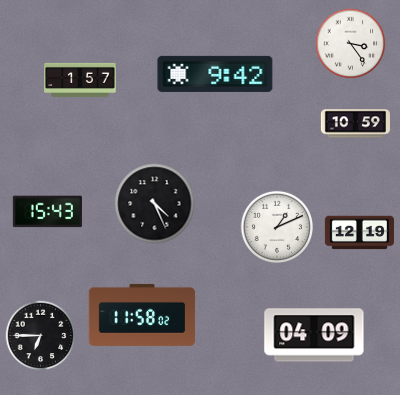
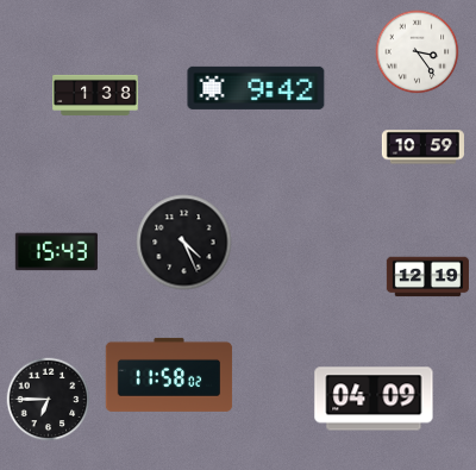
clock at (80, 80): 1:57 -> 1:38
clock at (276, 226): 1:11 -> none
